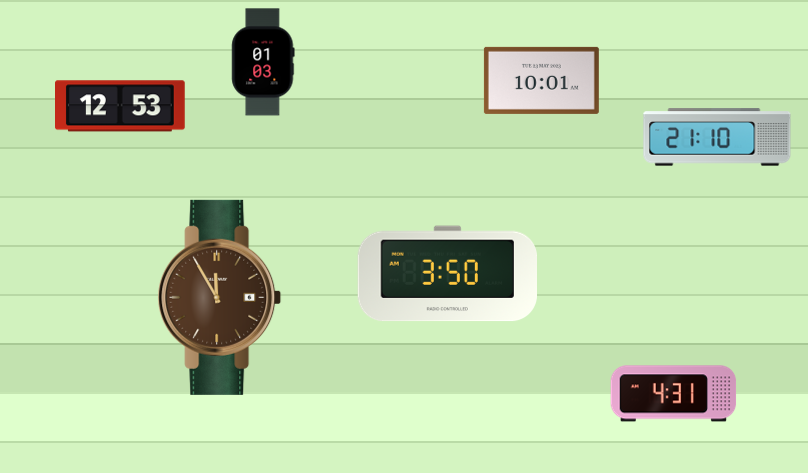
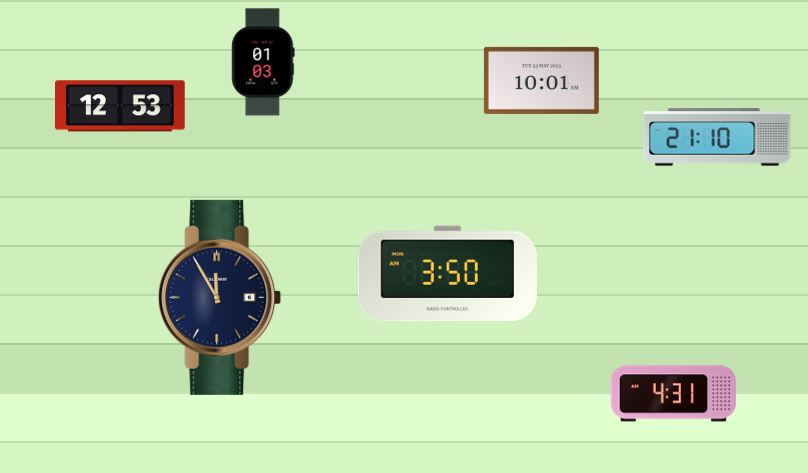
clock at (220, 297) dial: brown -> navy
